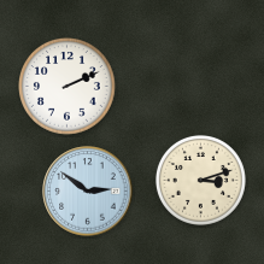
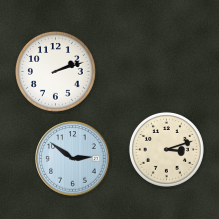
clock at (68, 87): 2:11 -> 2:12
